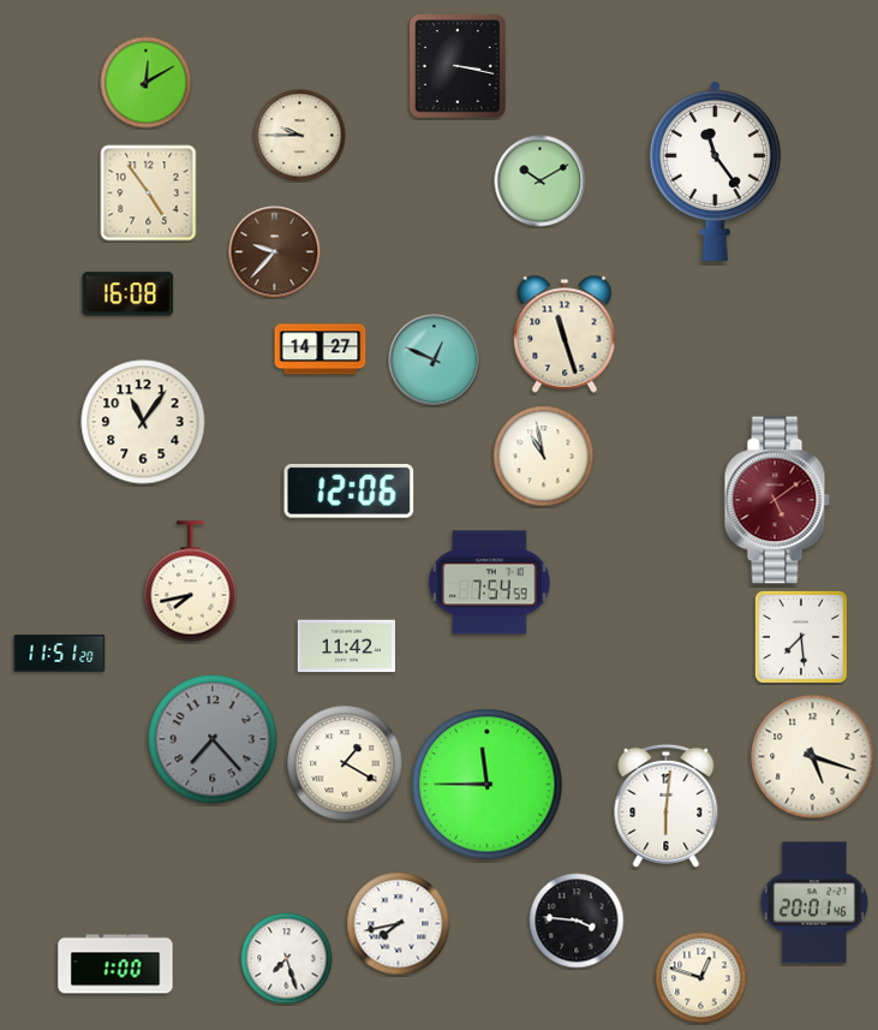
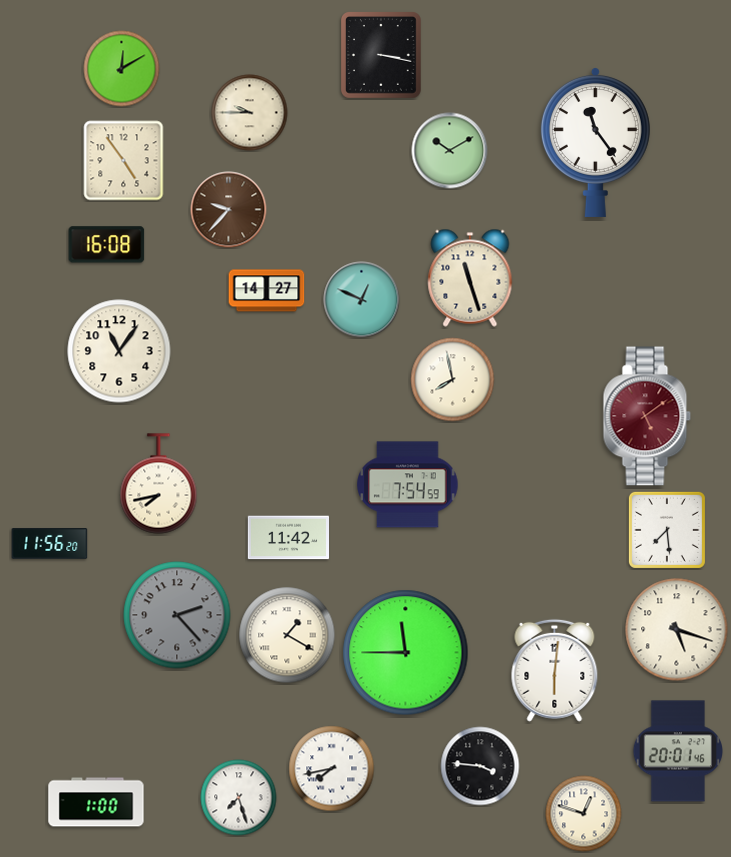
clock at (544, 457): 10:58 -> 7:58
clock at (350, 490): 12:06 -> none
clock at (60, 654): 11:51 -> 11:56
clock at (213, 739): 7:23 -> 2:23
